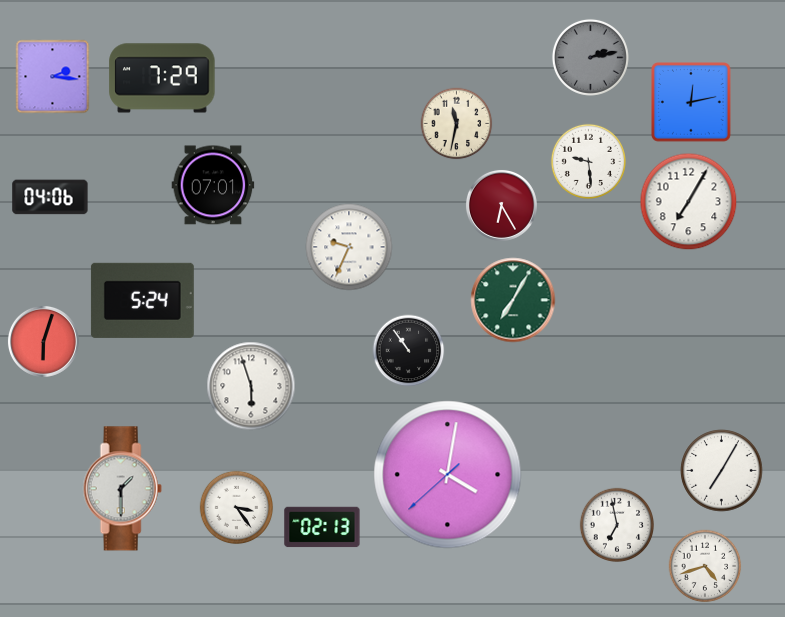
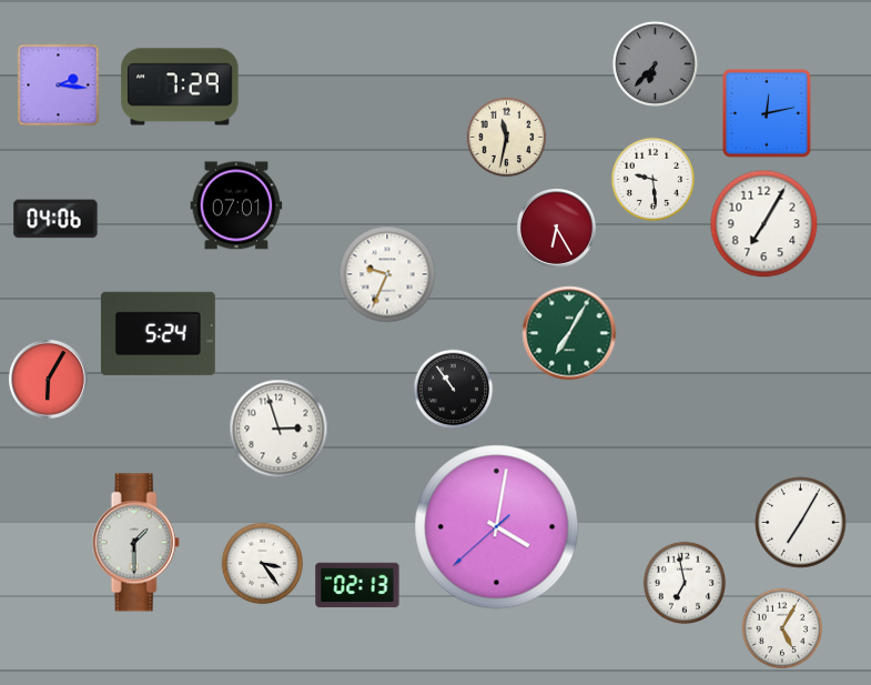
clock at (590, 57): 2:13 -> 6:37
clock at (43, 341): 6:03 -> 6:05
clock at (251, 386): 5:57 -> 2:57
clock at (705, 566): 4:42 -> 5:05
